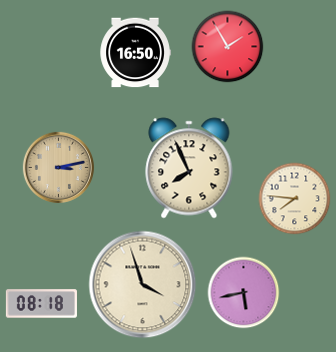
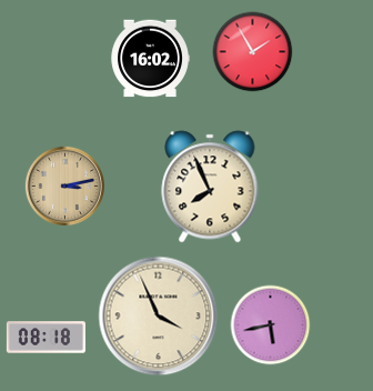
clock at (135, 53): 16:50 -> 16:02
clock at (295, 199): 7:46 -> none
clock at (143, 285): 3:57 -> 3:56
